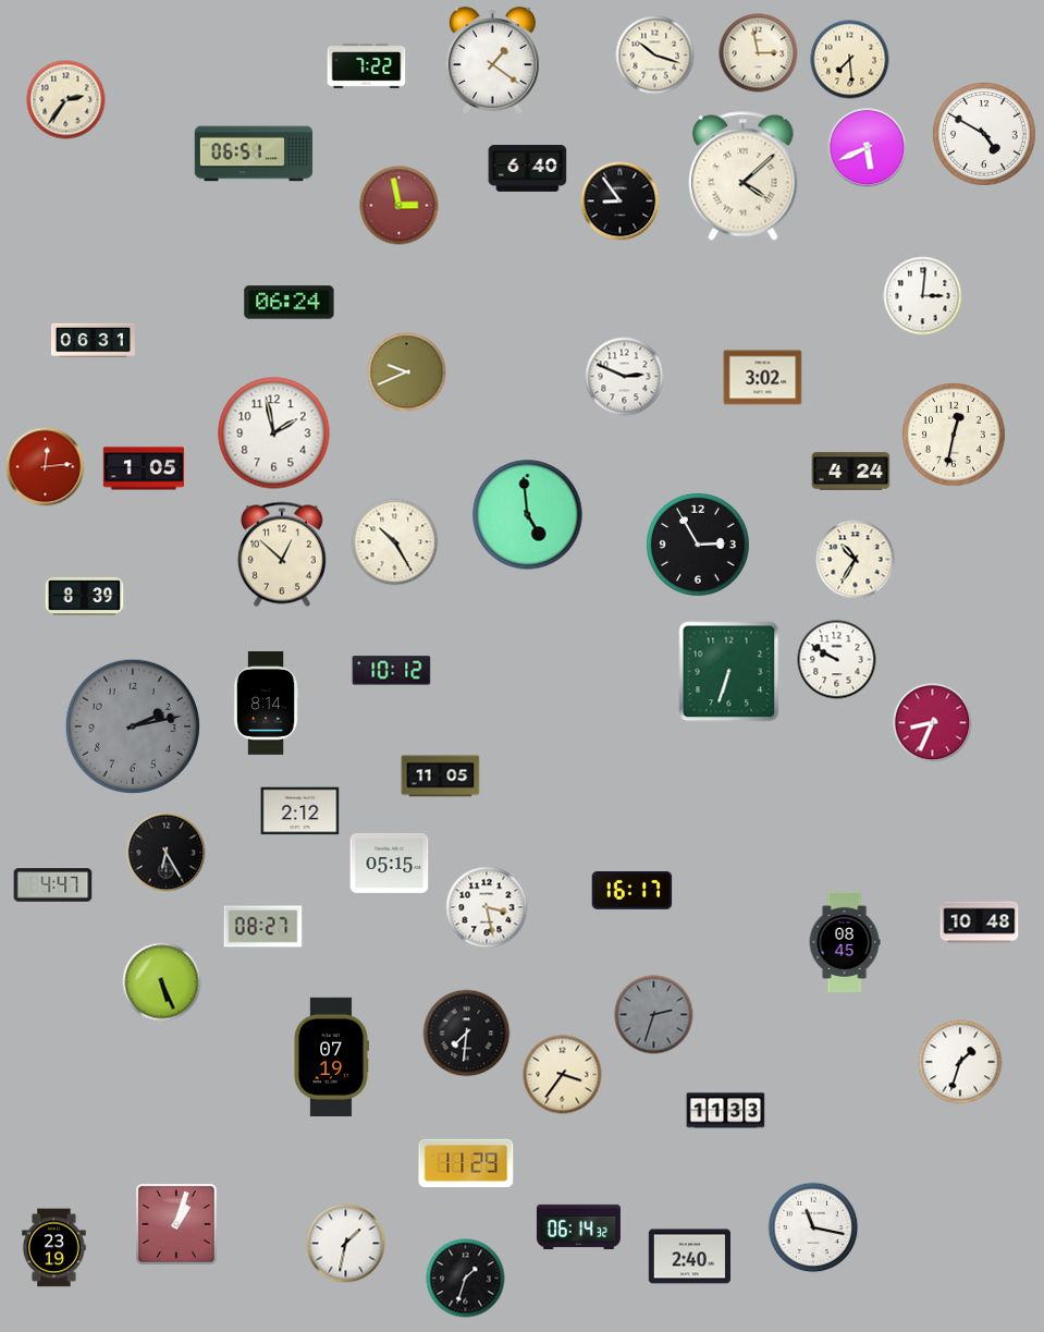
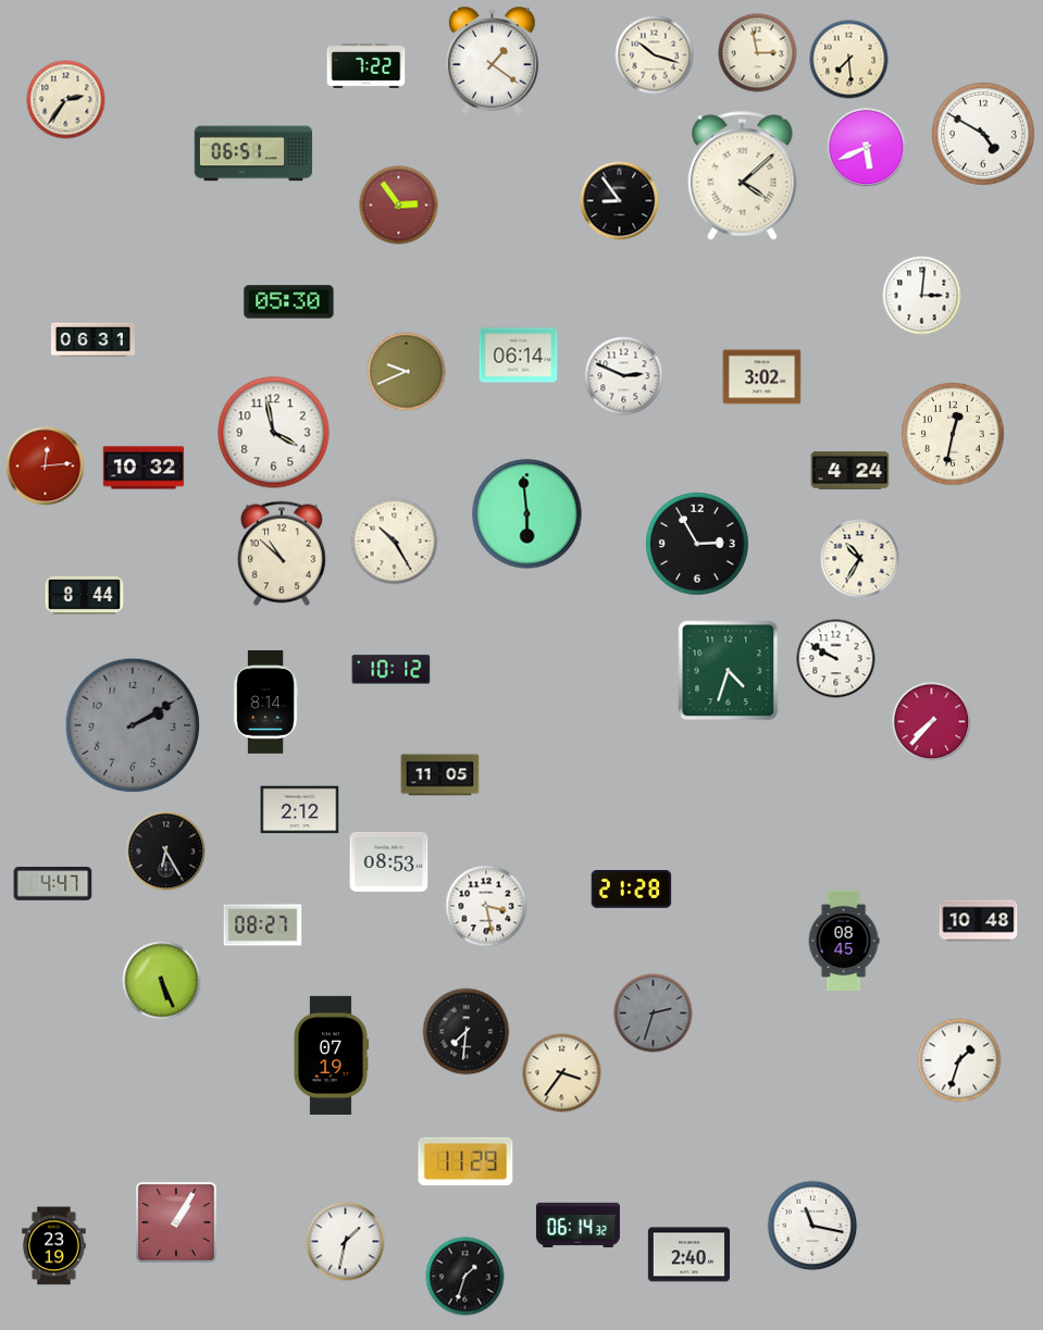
clock at (528, 169): 6:40 -> none
clock at (400, 206): 2:58 -> 2:54
clock at (290, 303): 06:24 -> 05:30
clock at (519, 356): none -> 06:14
clock at (274, 433): 1:58 -> 3:58
clock at (144, 468): 1:05 -> 10:32
clock at (528, 515): 4:59 -> 5:59
clock at (282, 554): 12:52 -> 10:52
clock at (856, 560) position: (856, 560) -> (860, 559)
clock at (85, 596): 8:39 -> 8:44
clock at (729, 672): 6:33 -> 4:33
clock at (933, 723): 8:34 -> 7:37
clock at (133, 726): 2:13 -> 2:10
clock at (390, 863): 05:15 -> 08:53
clock at (632, 891): 16:17 -> 21:28
clock at (726, 1111): 11:33 -> none
clock at (176, 1224): 1:03 -> 1:05
